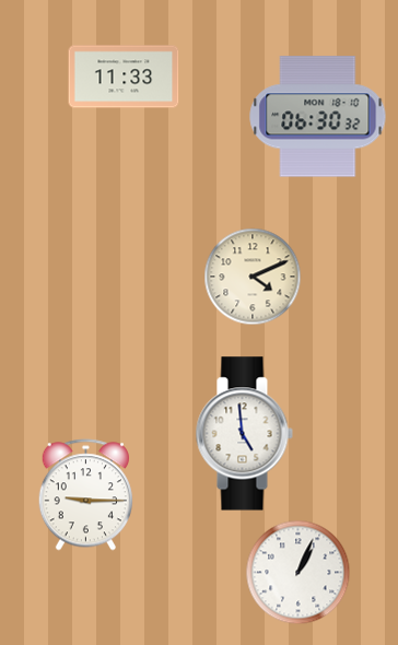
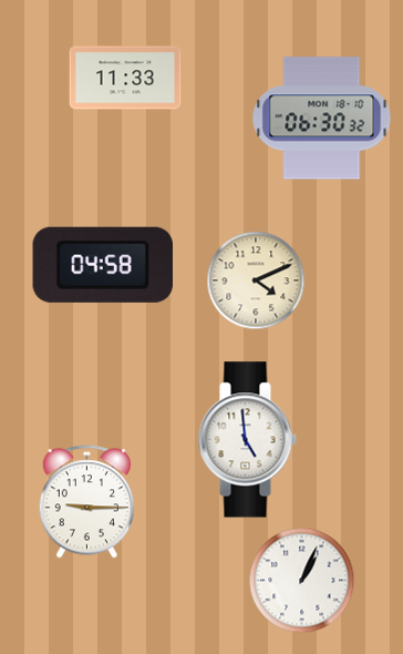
clock at (102, 265): none -> 04:58
